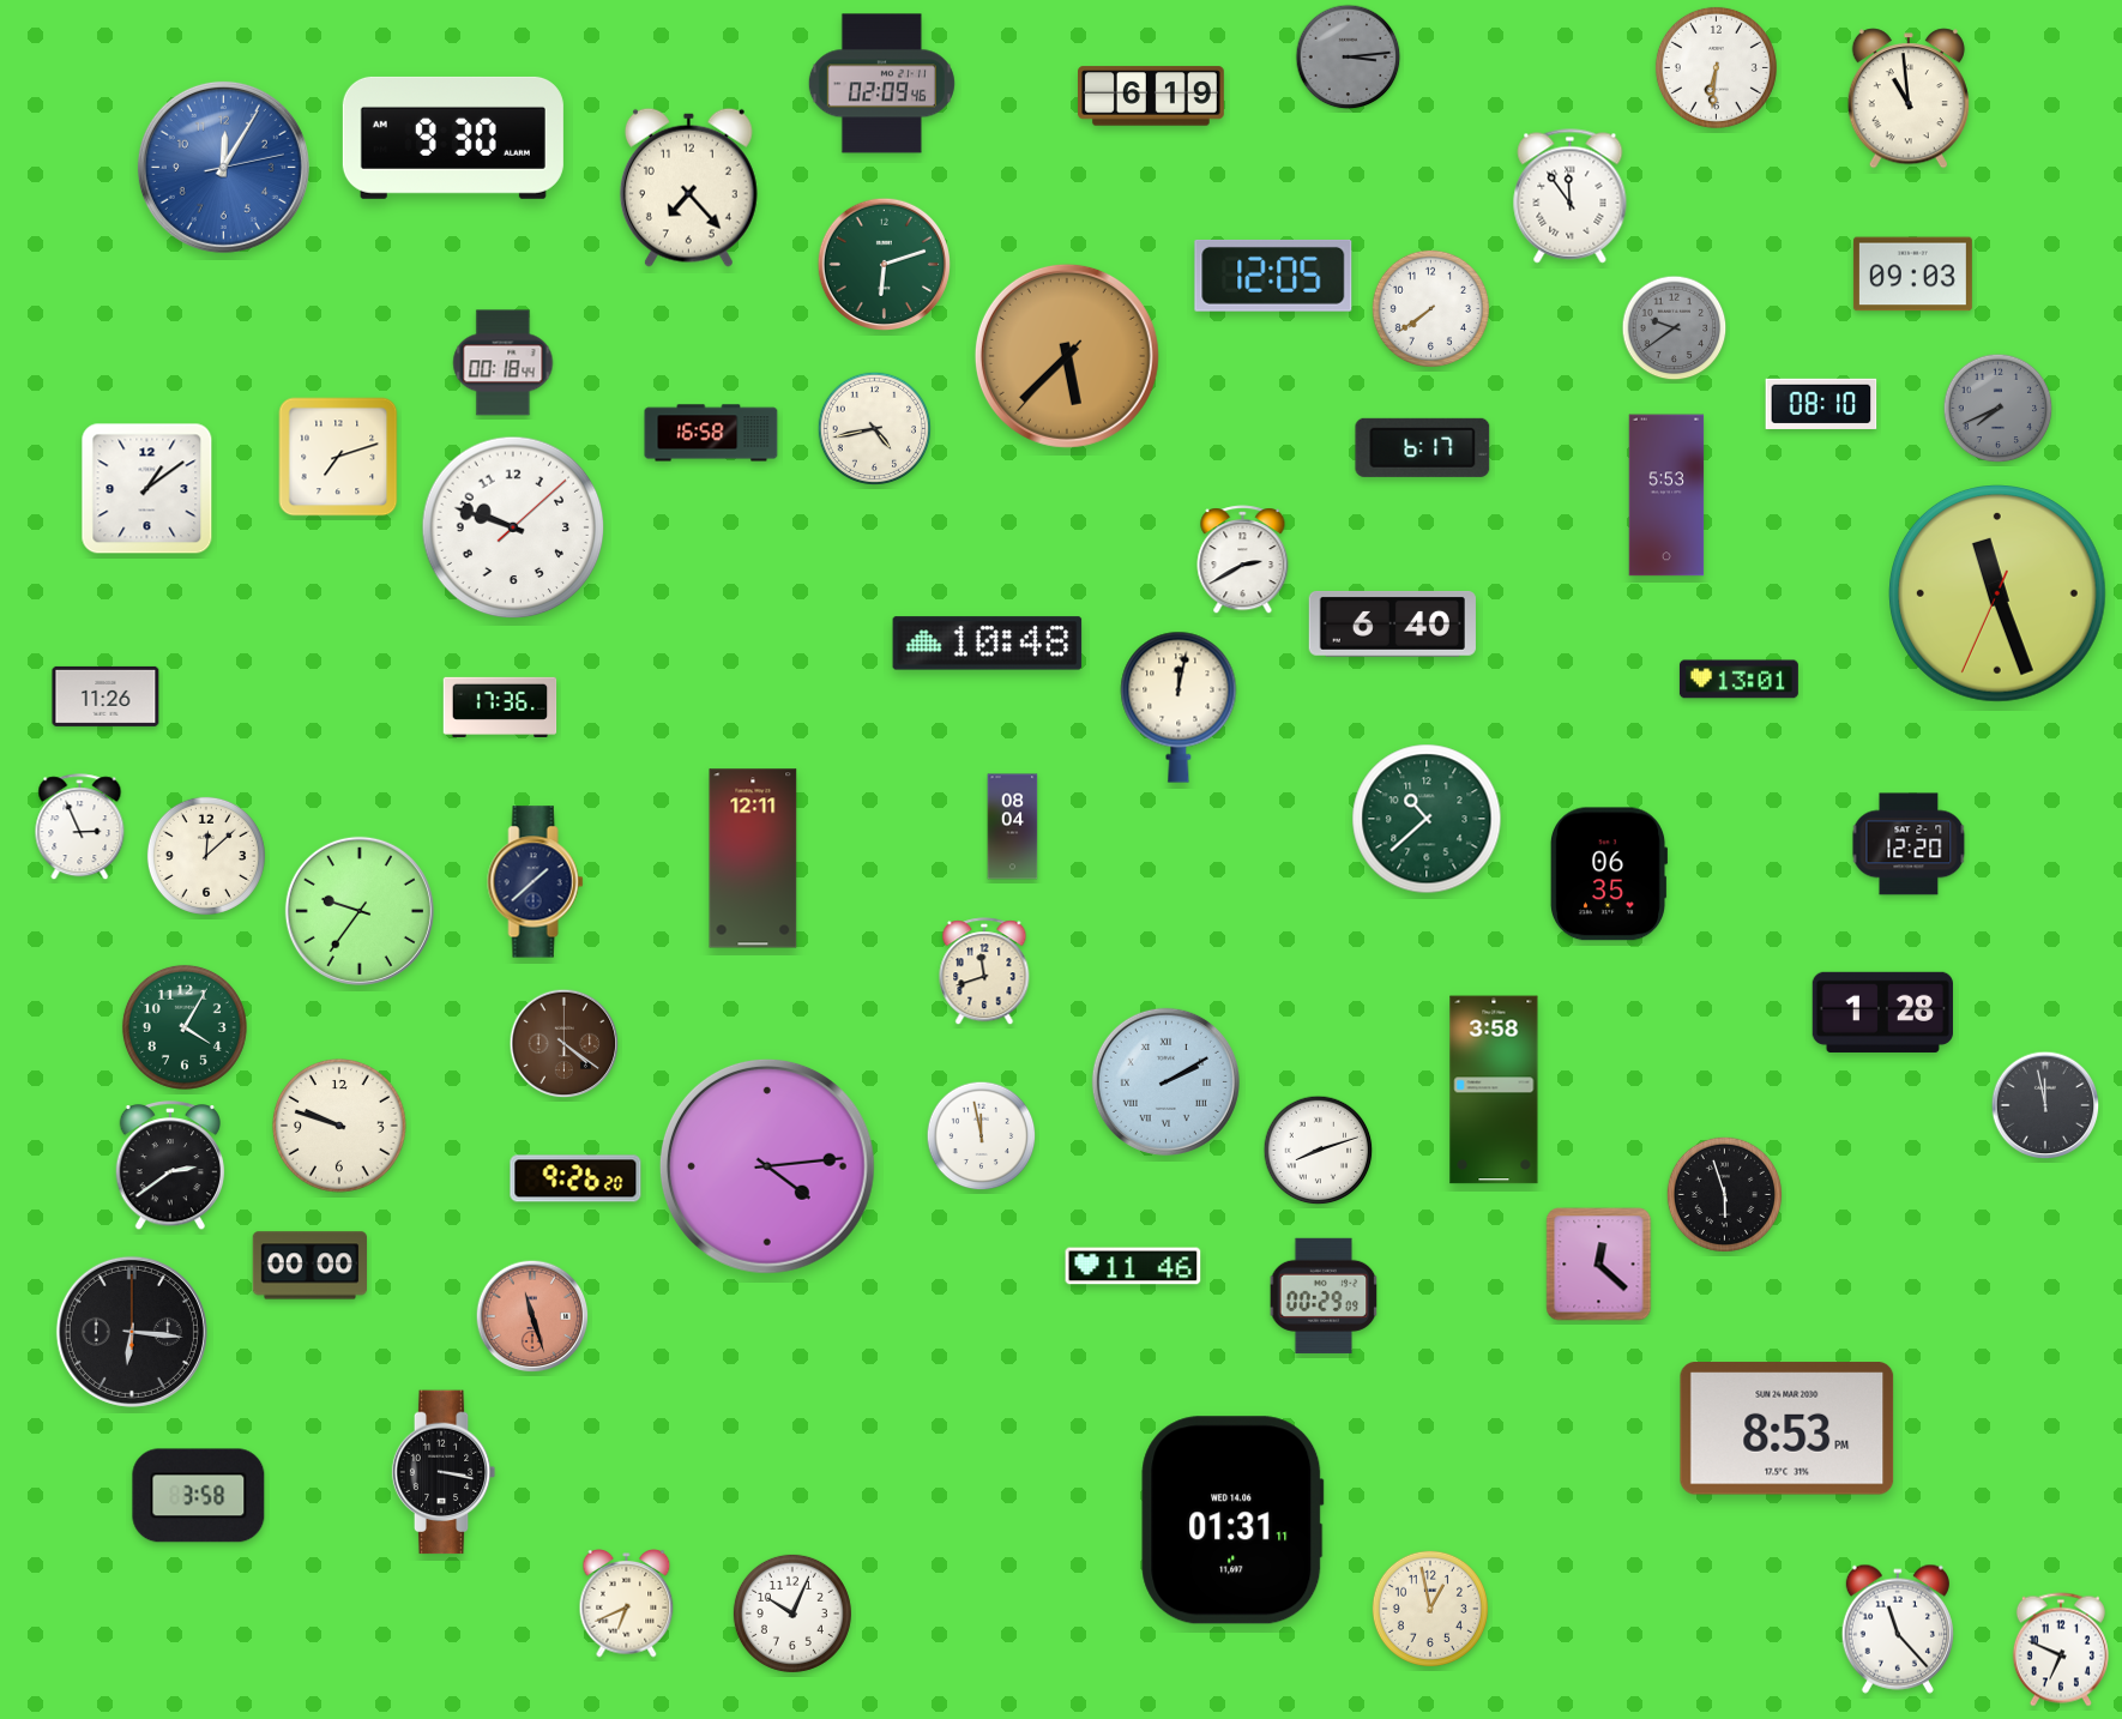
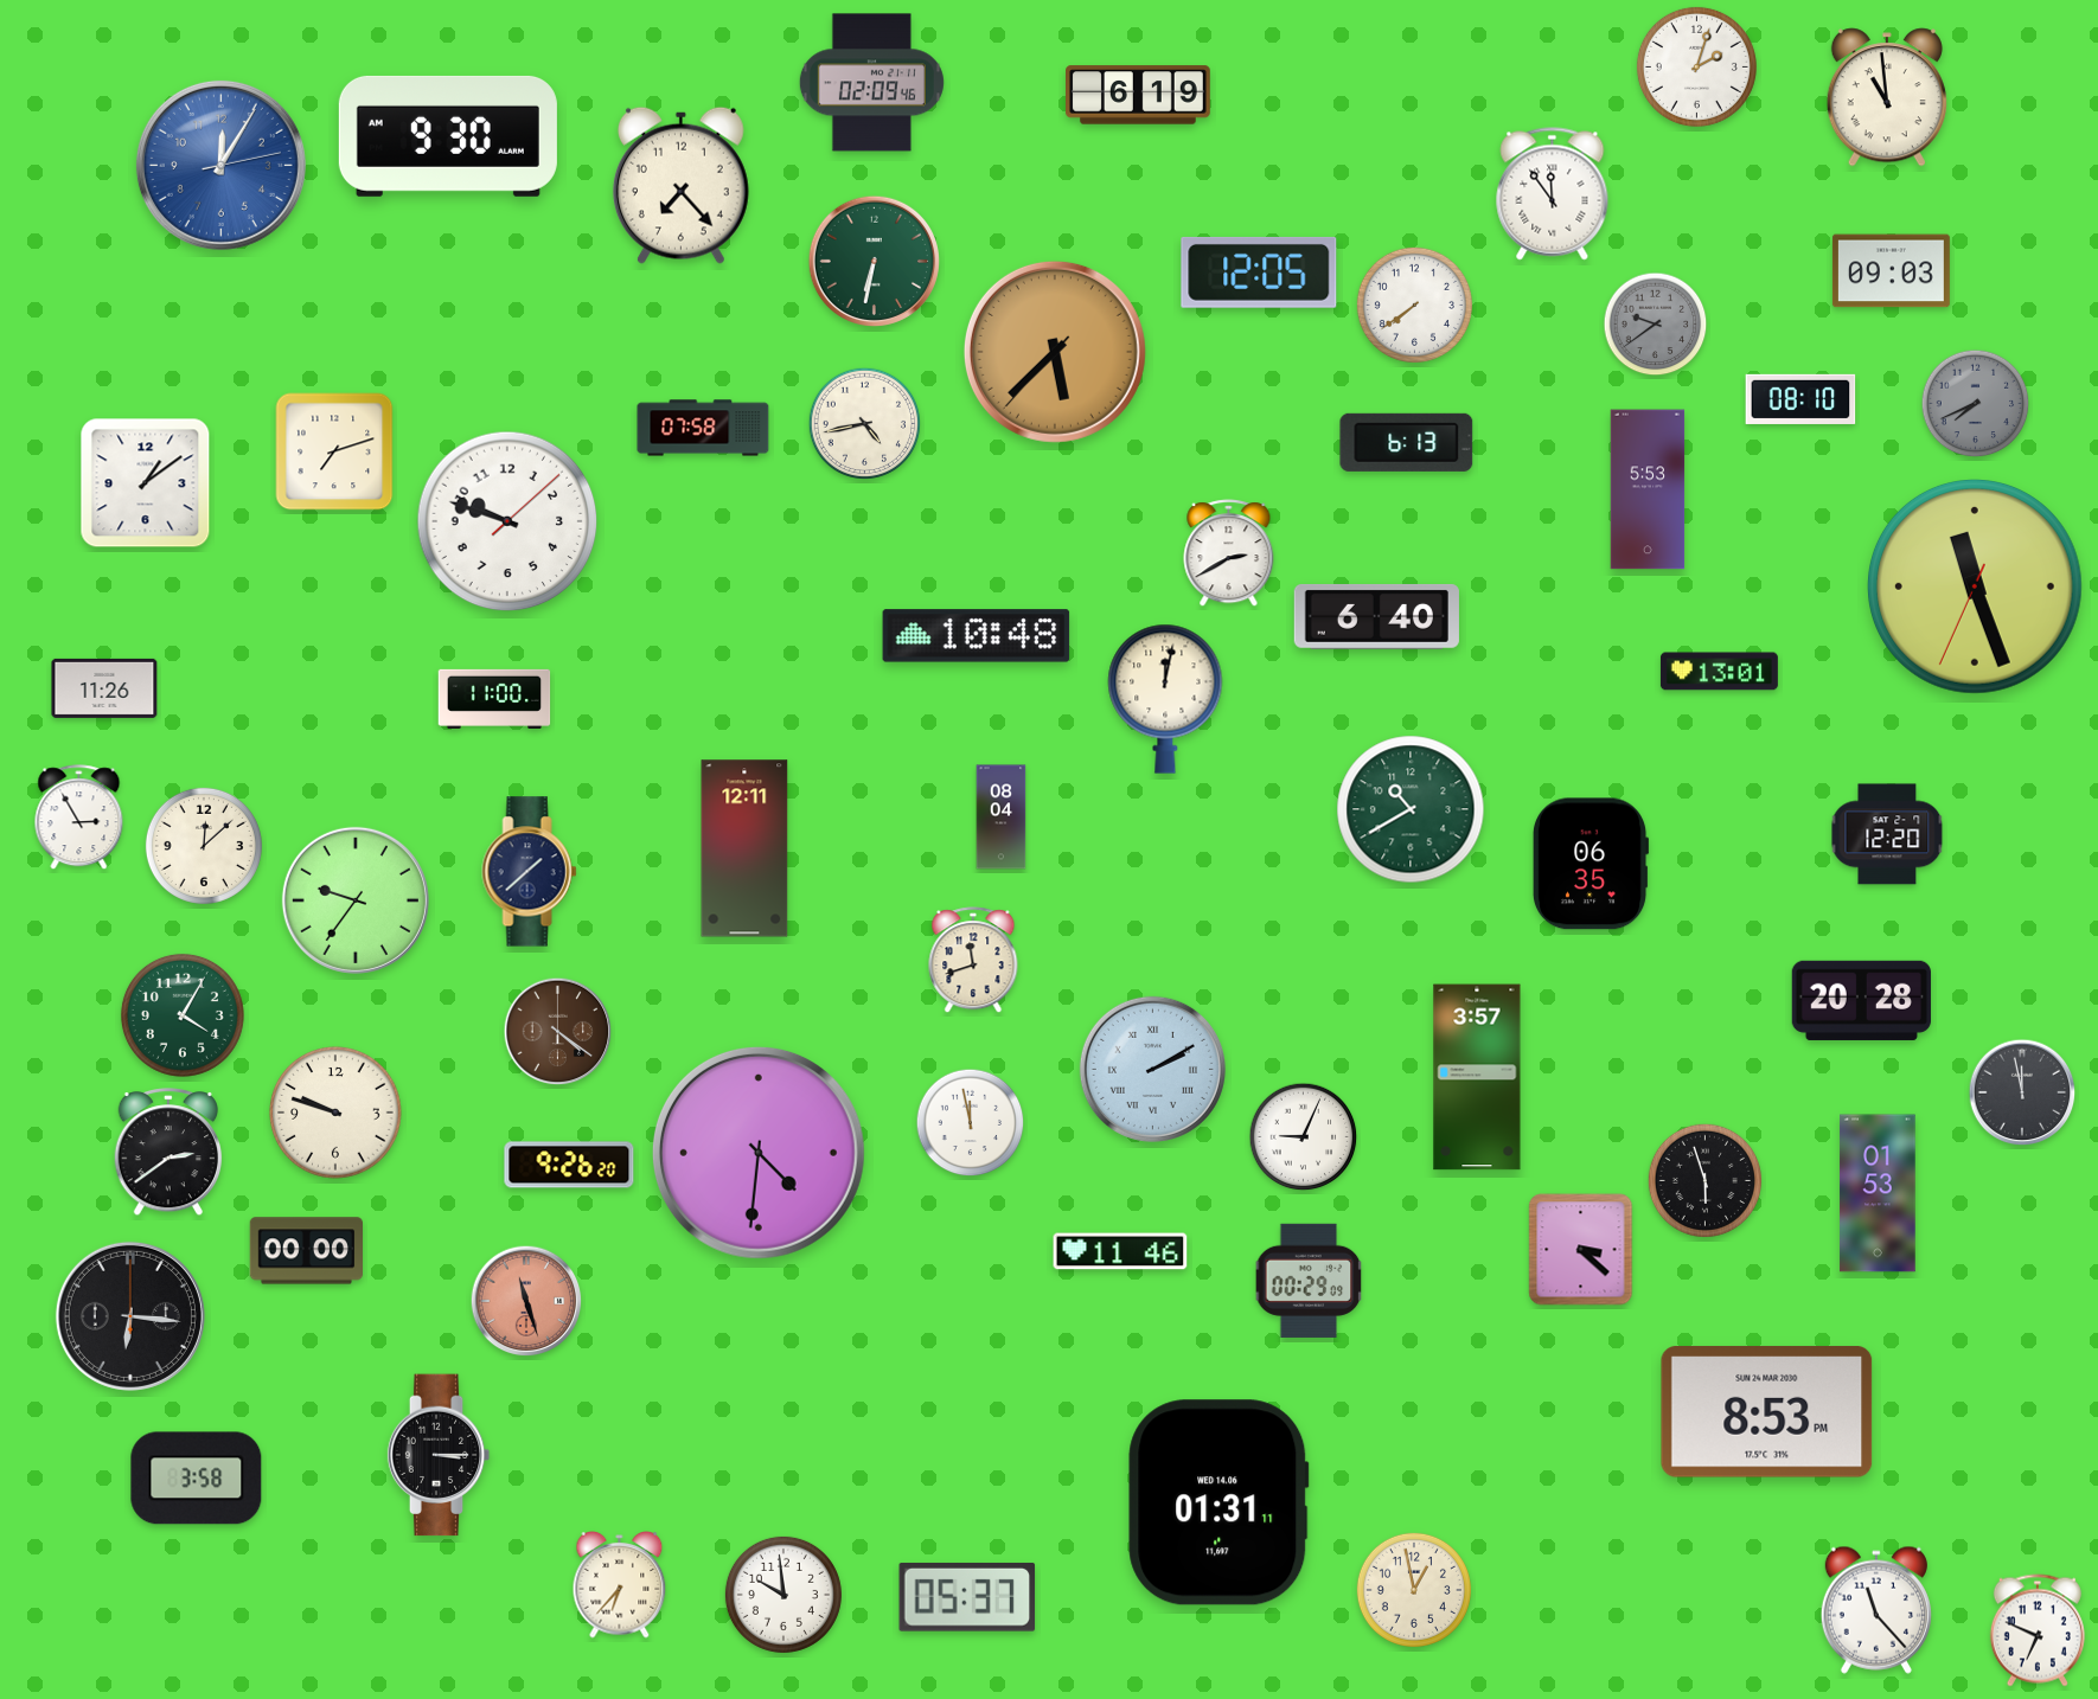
clock at (1349, 58): 3:14 -> none
clock at (1716, 67): 6:31 -> 2:03
clock at (884, 264): 6:12 -> 6:32
clock at (504, 363): 00:18 -> none
clock at (711, 433): 16:58 -> 07:58
clock at (1423, 447): 6:17 -> 6:13
clock at (500, 707): 17:36 -> 11:00
clock at (1427, 819): 10:38 -> 10:40
clock at (80, 827): 2:56 -> 2:55
clock at (1882, 1012): 1:28 -> 20:28
clock at (1494, 1090): 3:58 -> 3:57
clock at (1319, 1151): 8:12 -> 9:04
clock at (767, 1166): 4:14 -> 4:31
clock at (1878, 1193): none -> 01:53
clock at (1599, 1265): 12:22 -> 3:22
clock at (444, 1472): 3:17 -> 3:15
clock at (627, 1604): 6:41 -> 6:37
clock at (792, 1614): 10:04 -> 9:59
clock at (967, 1597): none -> 05:37
